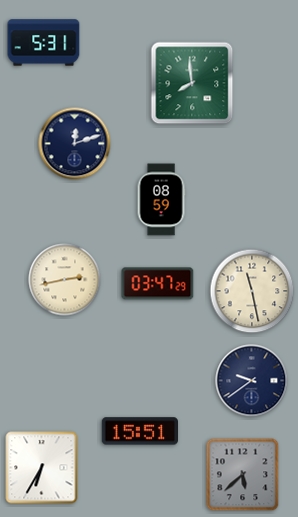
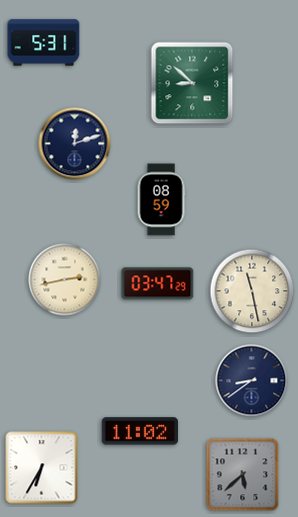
clock at (192, 83): 7:59 -> 8:52
clock at (252, 381): 9:39 -> 8:39
clock at (139, 431): 15:51 -> 11:02
